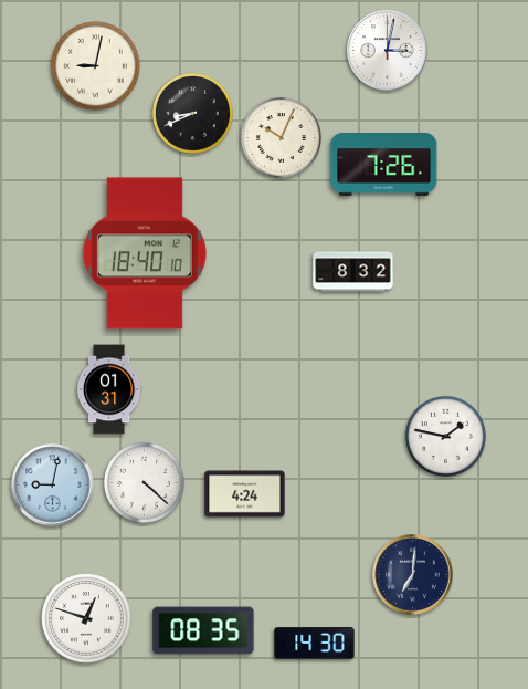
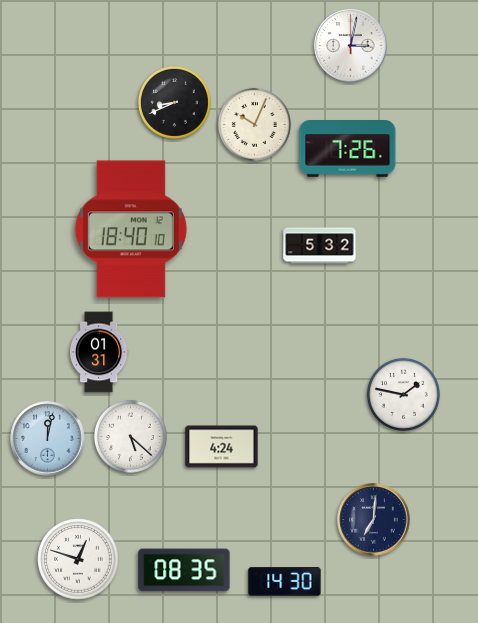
clock at (96, 66): 9:02 -> none
clock at (353, 272): 8:32 -> 5:32
clock at (144, 482): 4:22 -> 5:22
clock at (53, 486): 9:02 -> 12:02
